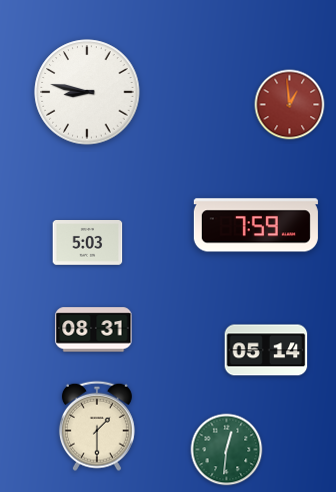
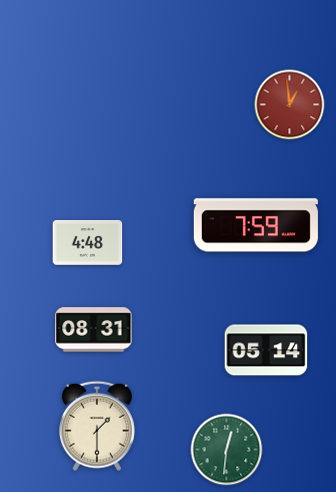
clock at (87, 92): 8:47 -> none
clock at (88, 243): 5:03 -> 4:48
